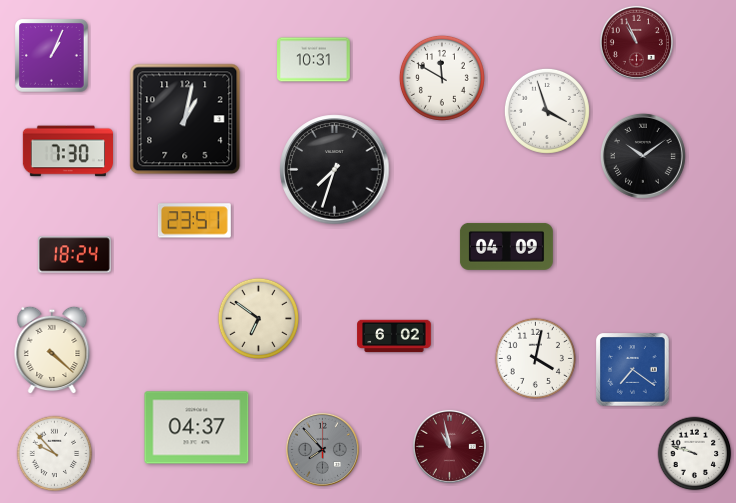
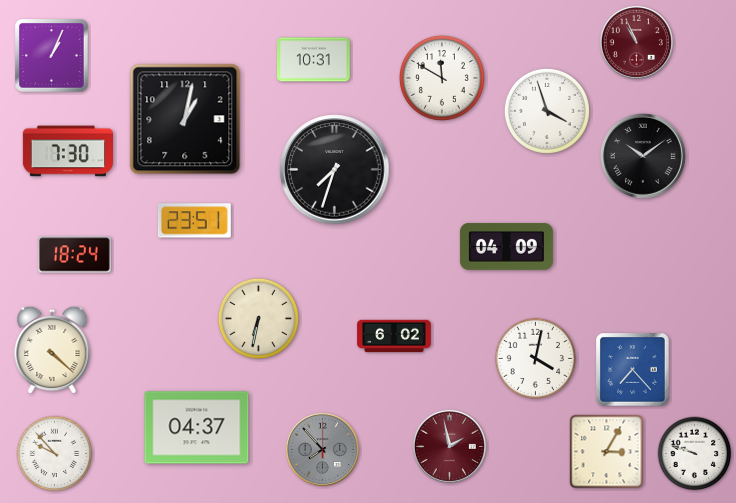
clock at (258, 318): 6:51 -> 6:32
clock at (633, 370): 7:21 -> 7:23
clock at (449, 446): 10:58 -> 1:58
clock at (607, 452): none -> 3:05
